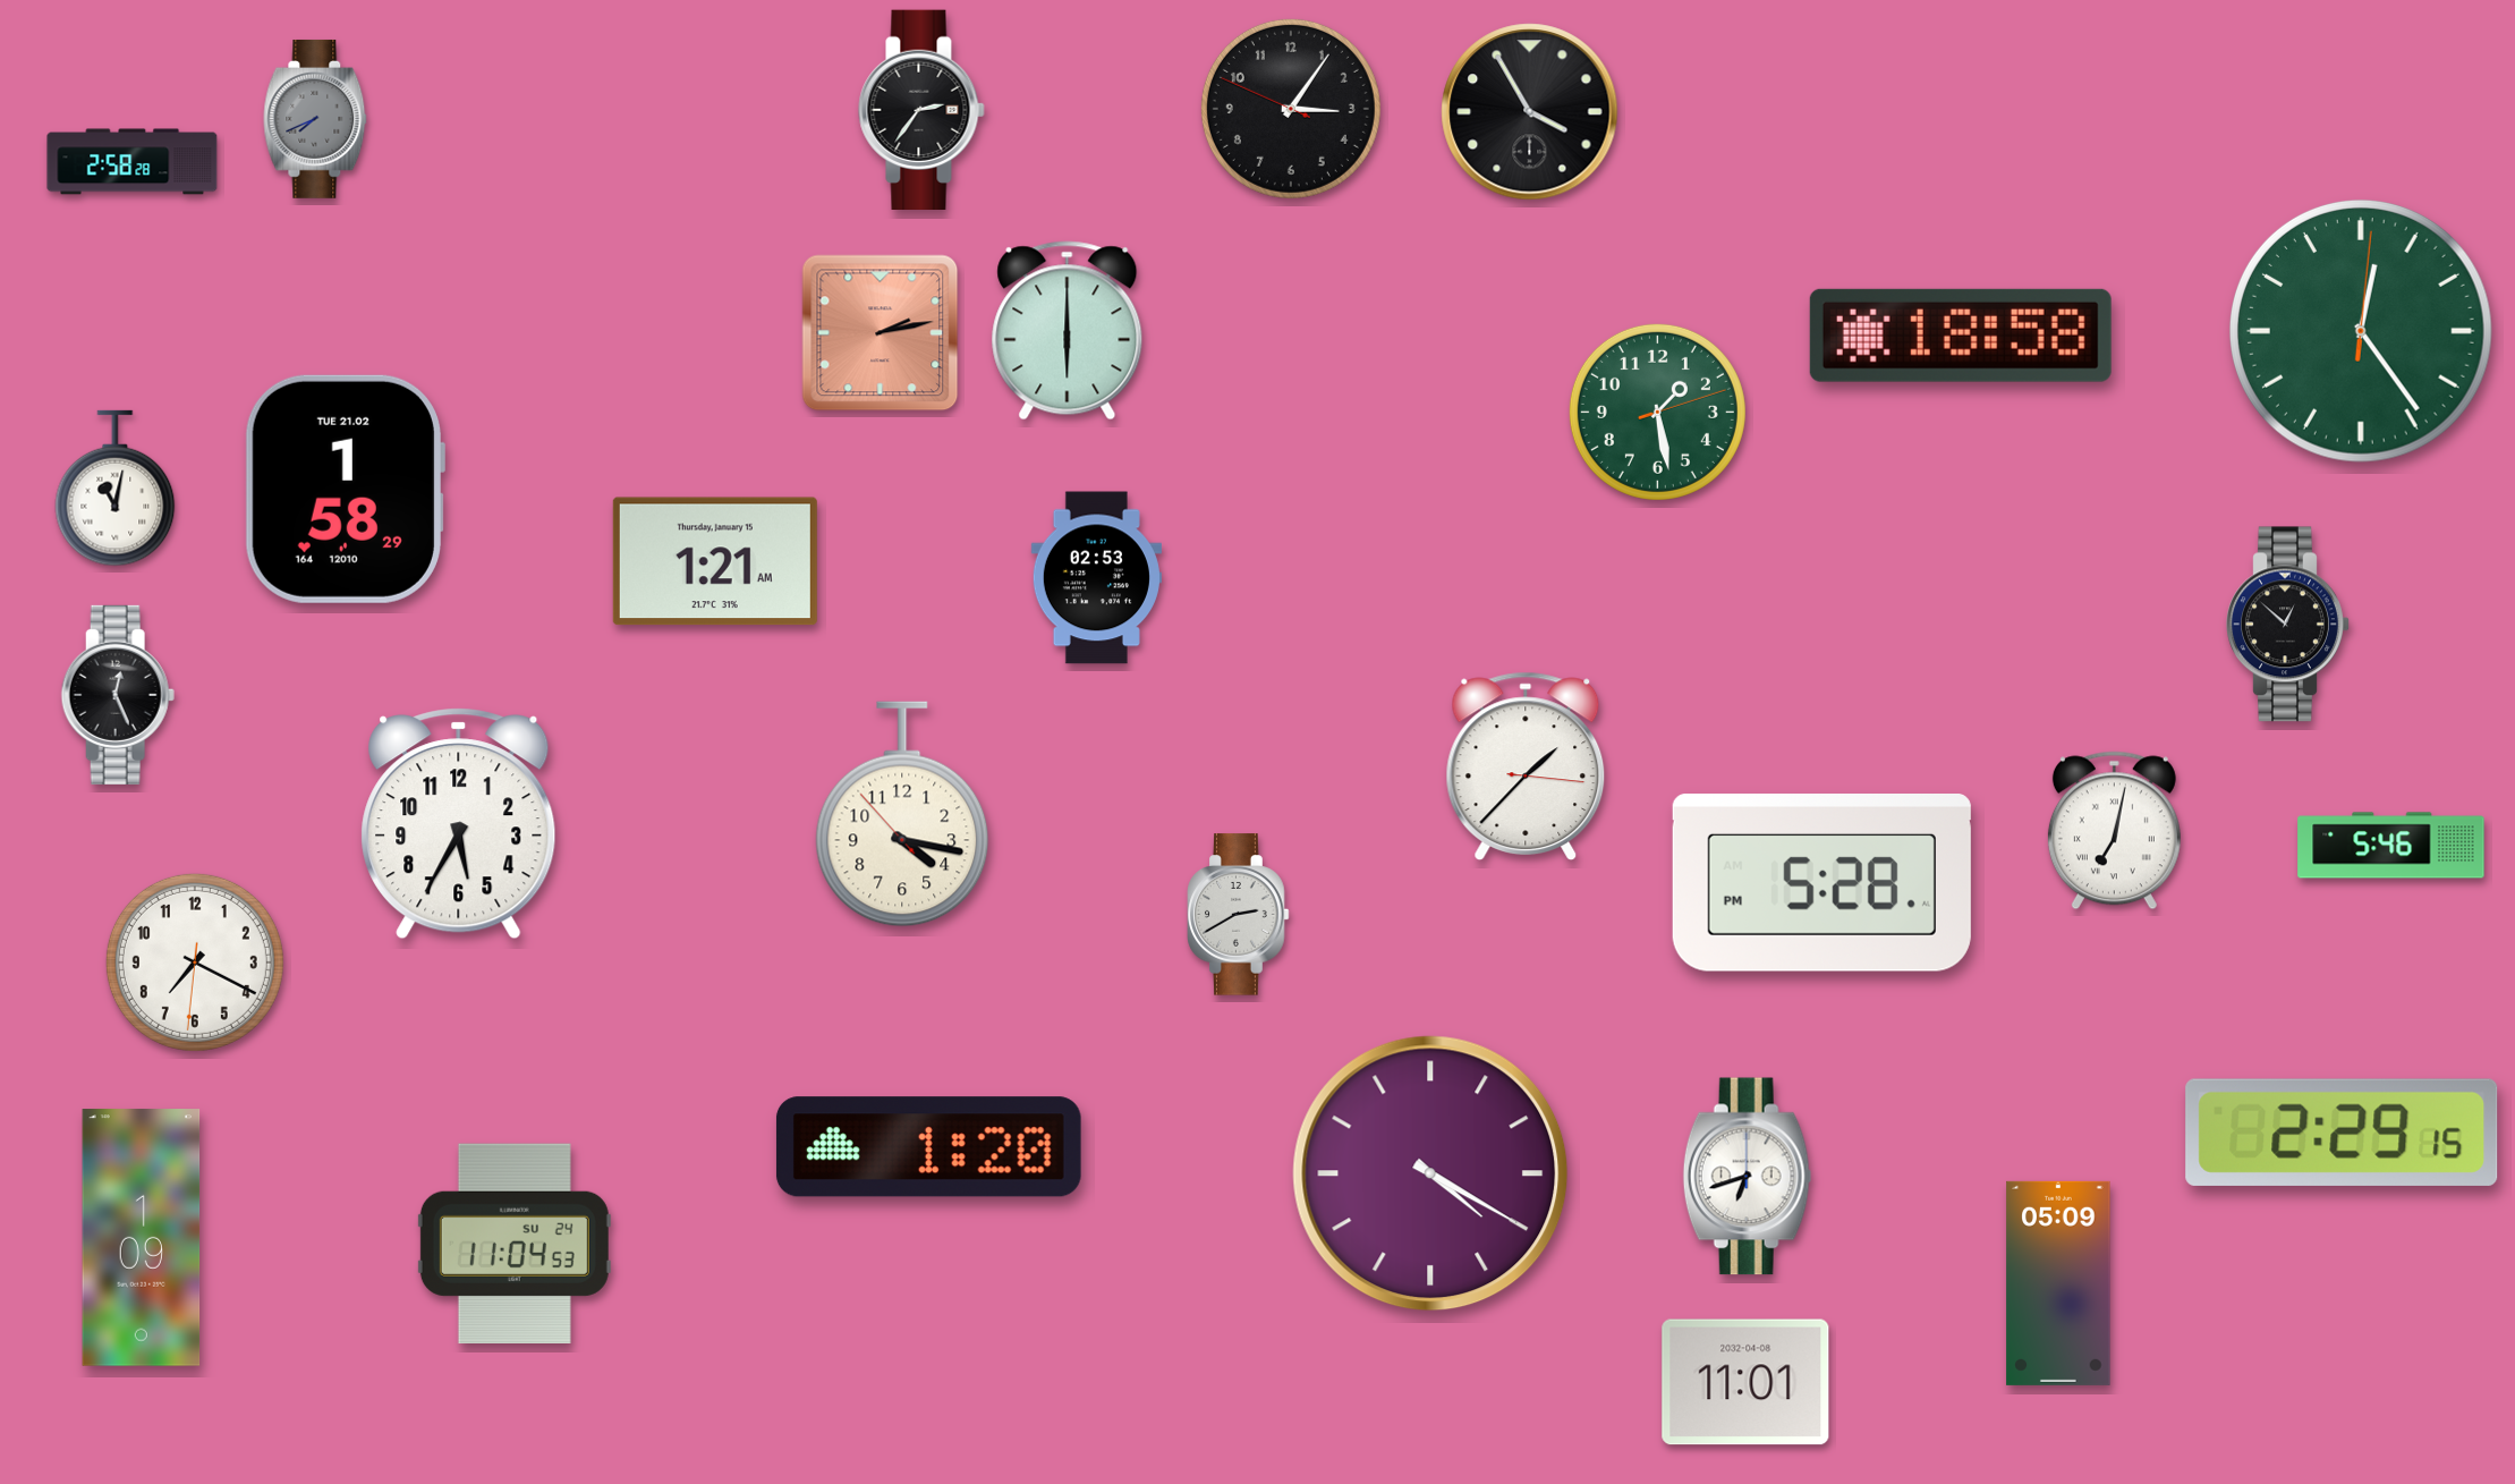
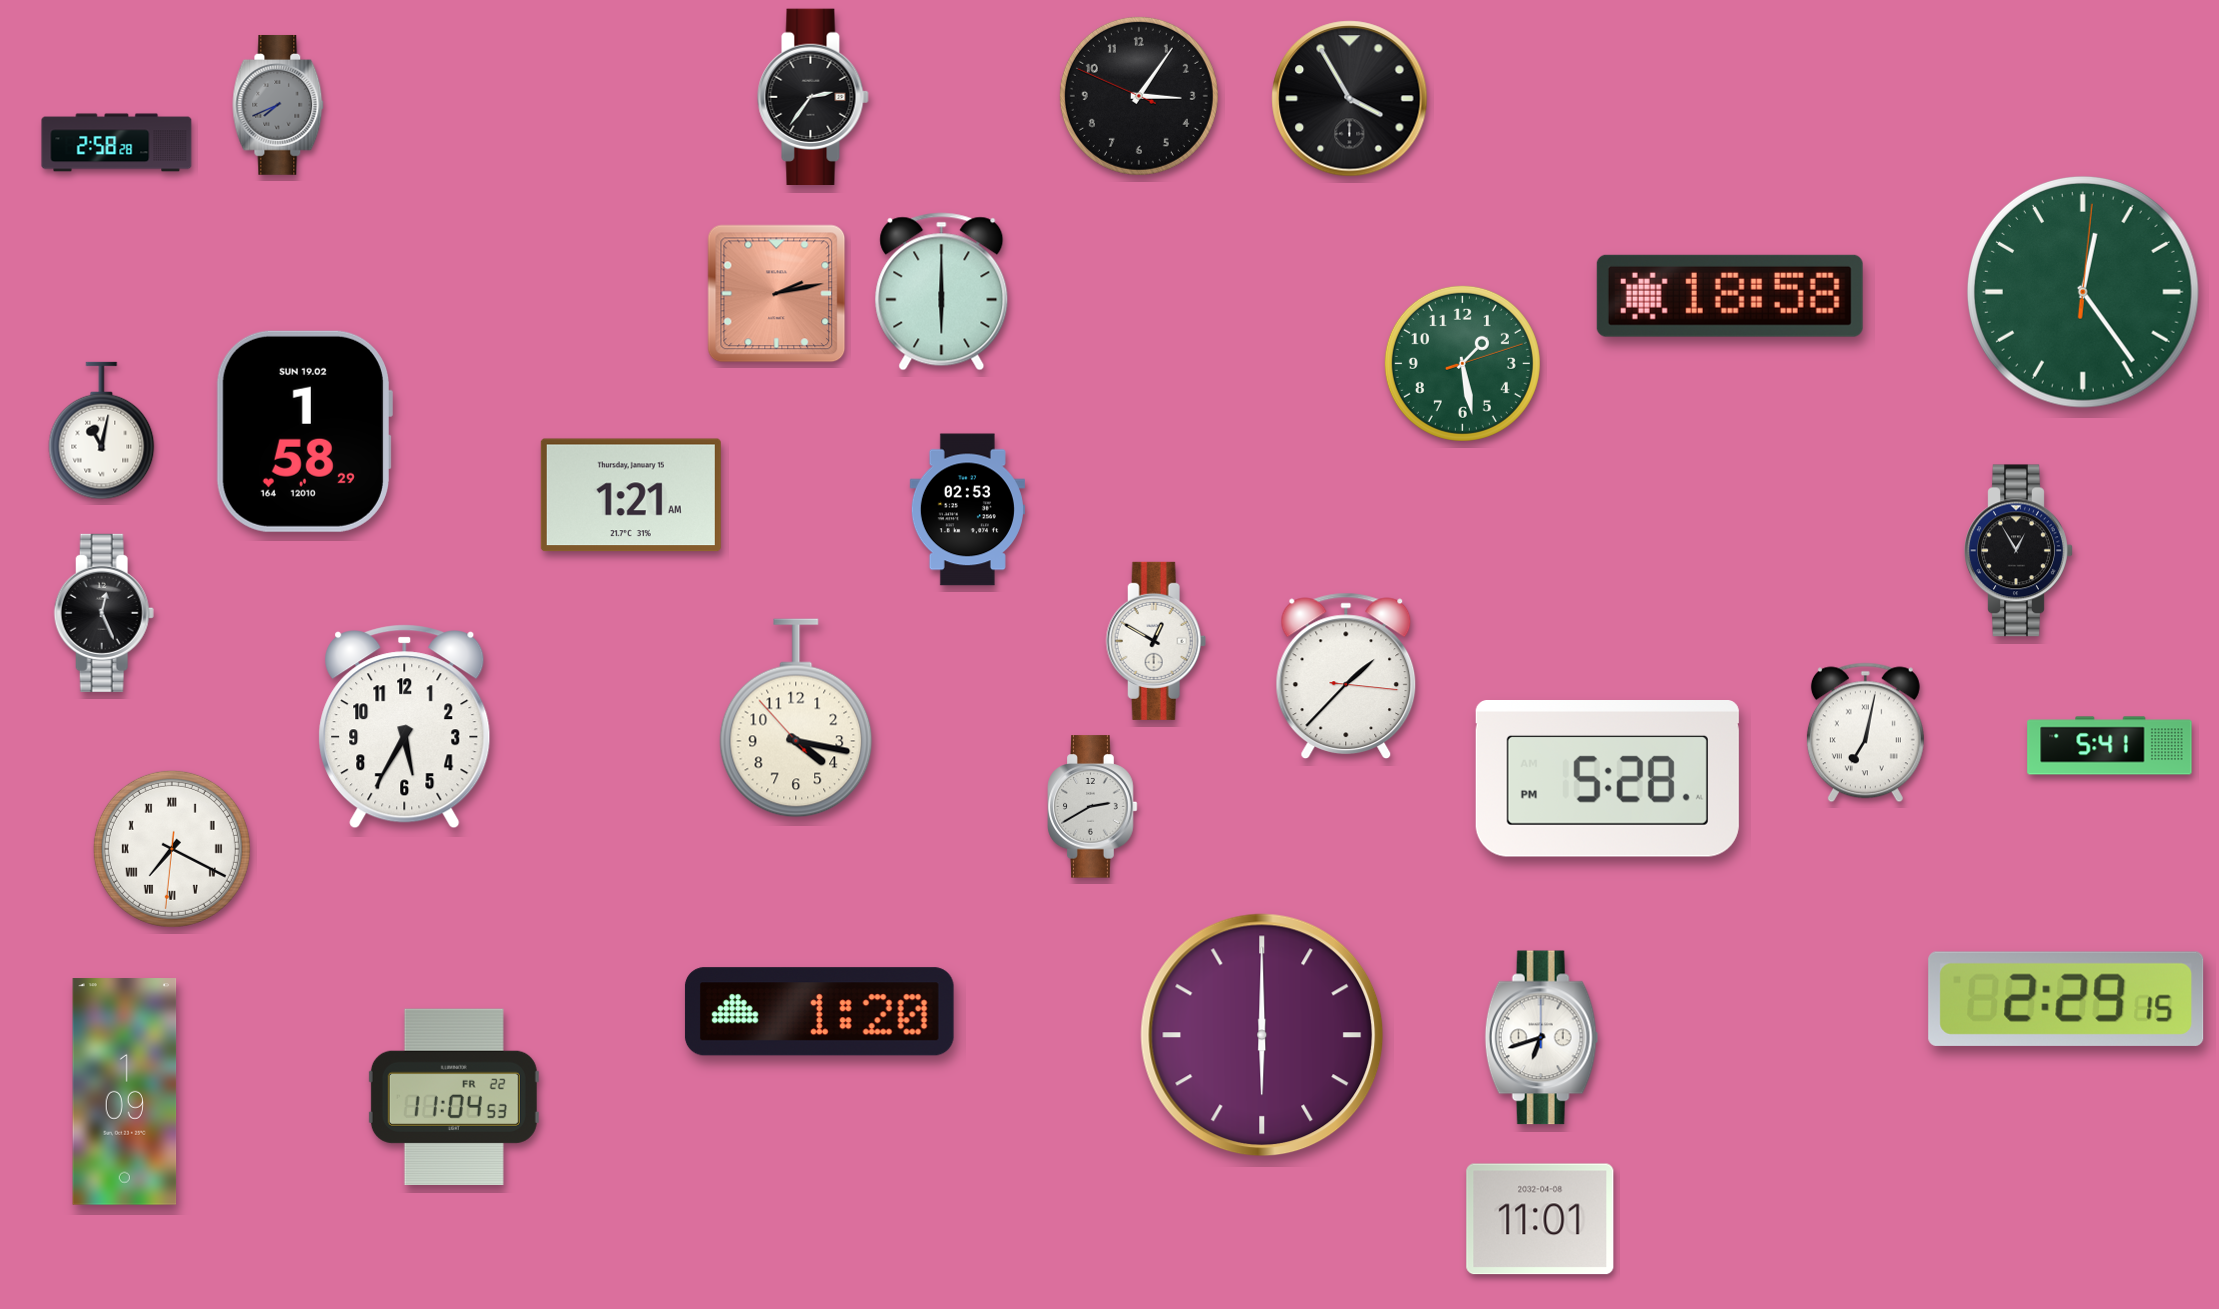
clock at (345, 489) date: TUE 21.02 -> SUN 19.02
clock at (2288, 625): 12:52 -> 12:55
clock at (1156, 641): none -> 12:50
clock at (2391, 846): 5:46 -> 5:41
clock at (195, 963) numerals: Arabic -> Roman
clock at (1430, 1173): 4:20 -> 6:00
clock at (515, 1244) date: SU 24 -> FR 22
clock at (2058, 1283): 05:09 -> none
